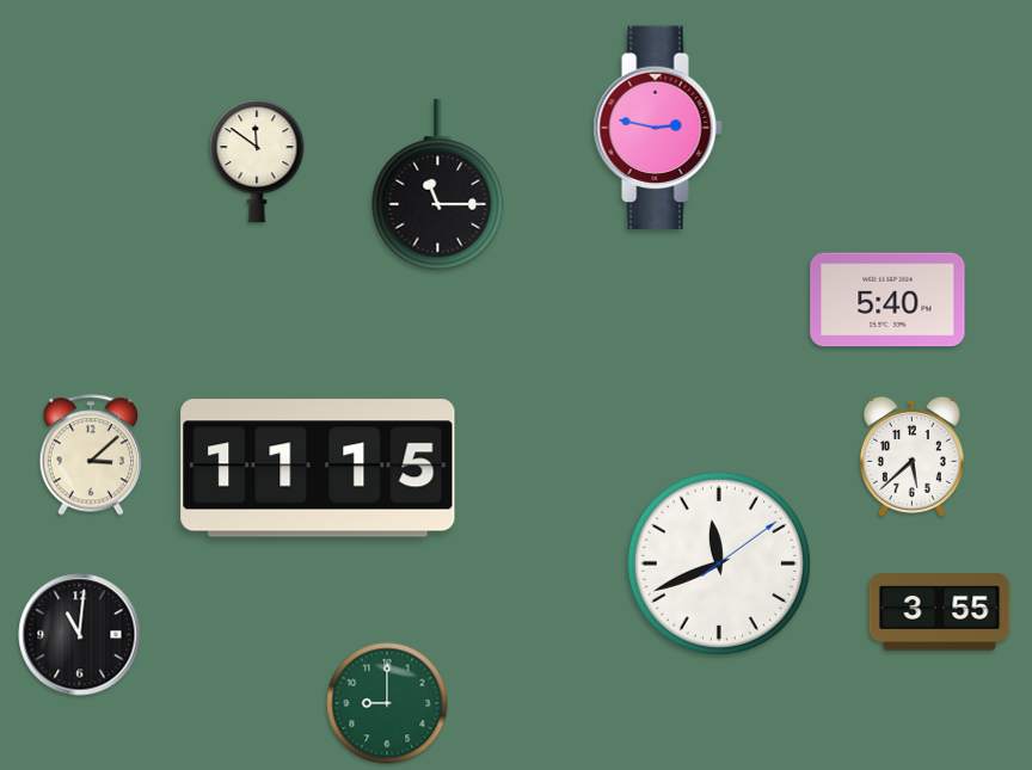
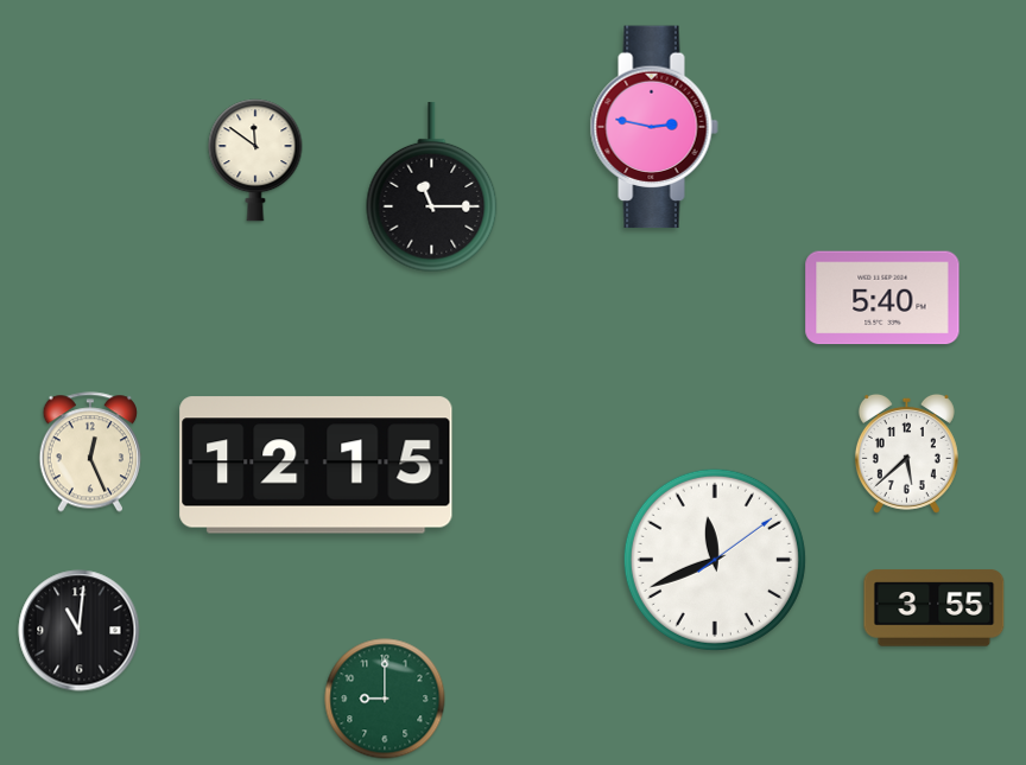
clock at (438, 185) position: (438, 185) -> (432, 187)
clock at (91, 455): 3:08 -> 12:26
clock at (318, 468): 11:15 -> 12:15
